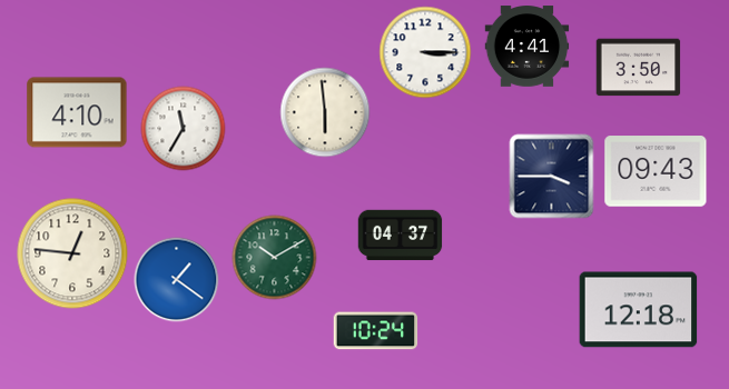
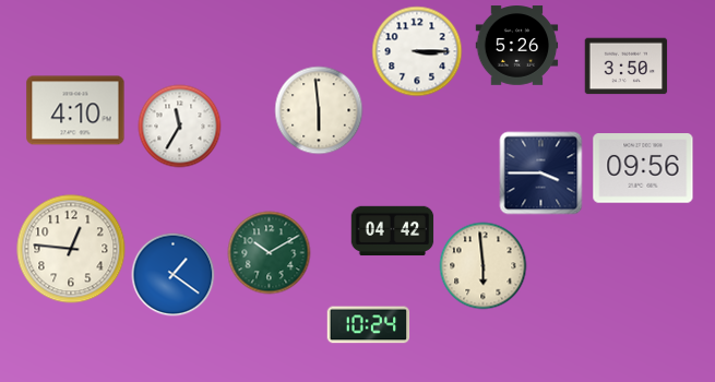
clock at (528, 47): 4:41 -> 5:26
clock at (656, 171): 09:43 -> 09:56
clock at (401, 236): 04:37 -> 04:42
clock at (484, 266): none -> 5:59
clock at (639, 310): 12:18 -> none
